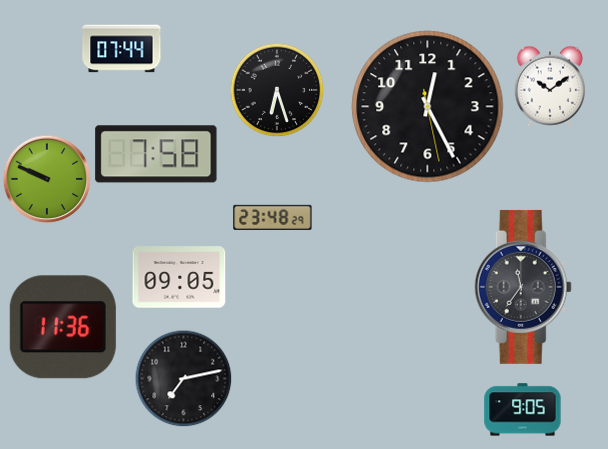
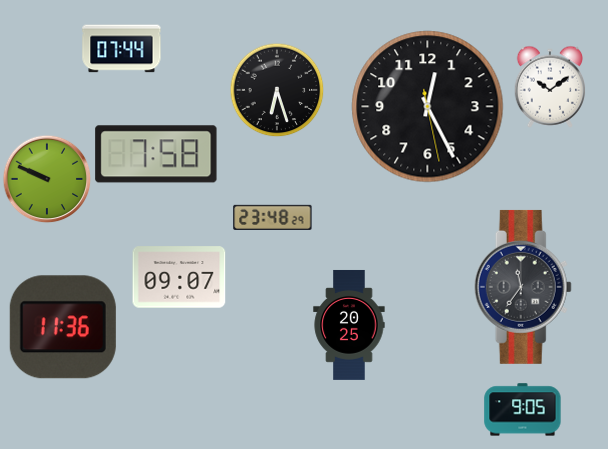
clock at (179, 277): 09:05 -> 09:07
clock at (349, 325): none -> 20:25
clock at (183, 378): 7:13 -> none
